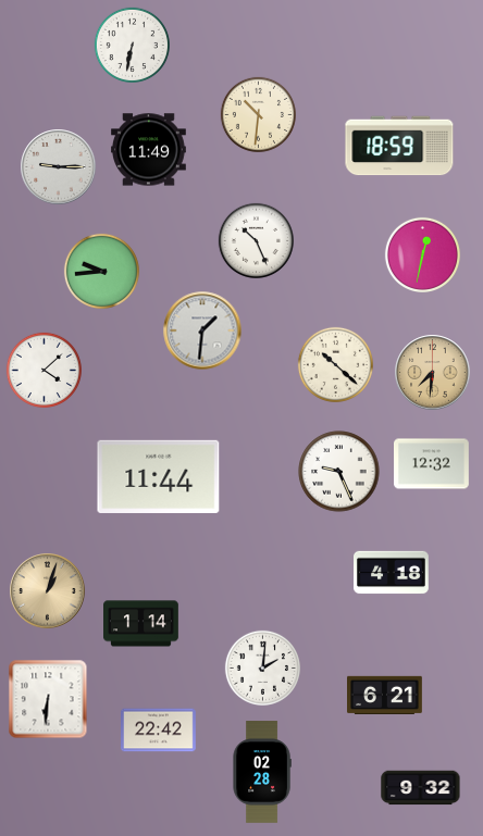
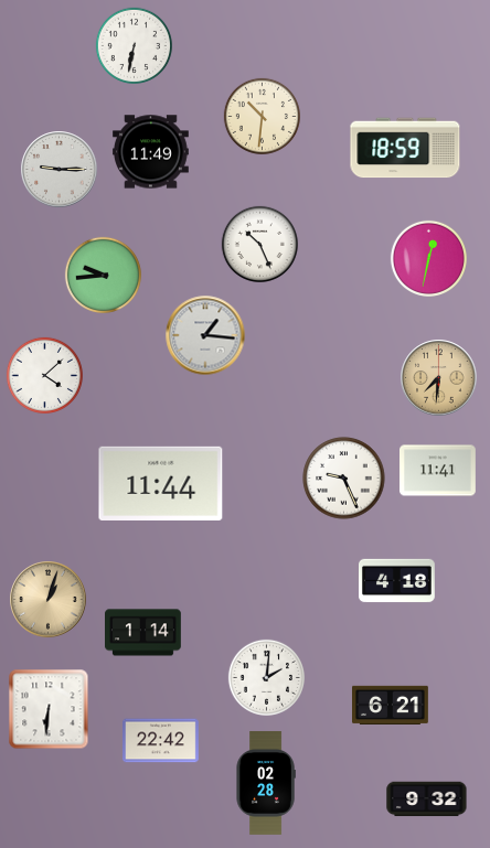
clock at (202, 330): 1:31 -> 1:16
clock at (335, 364): 10:22 -> none
clock at (432, 464): 12:32 -> 11:41
